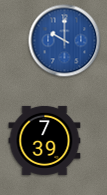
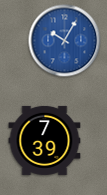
clock at (65, 41): 10:00 -> 10:05
